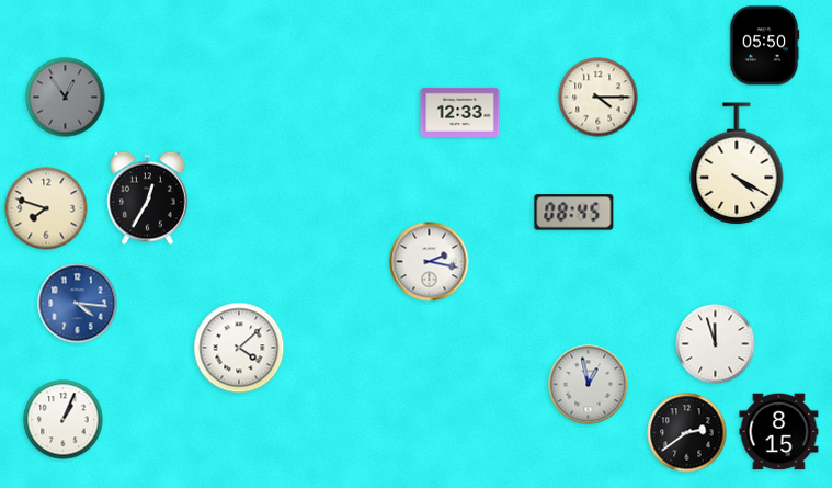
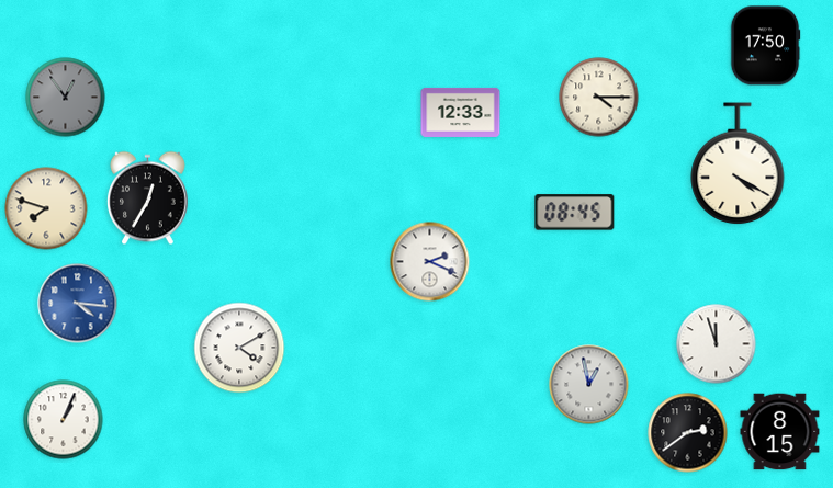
clock at (764, 46): 05:50 -> 17:50
clock at (430, 262): 2:17 -> 2:19
clock at (239, 348): 4:08 -> 4:10
